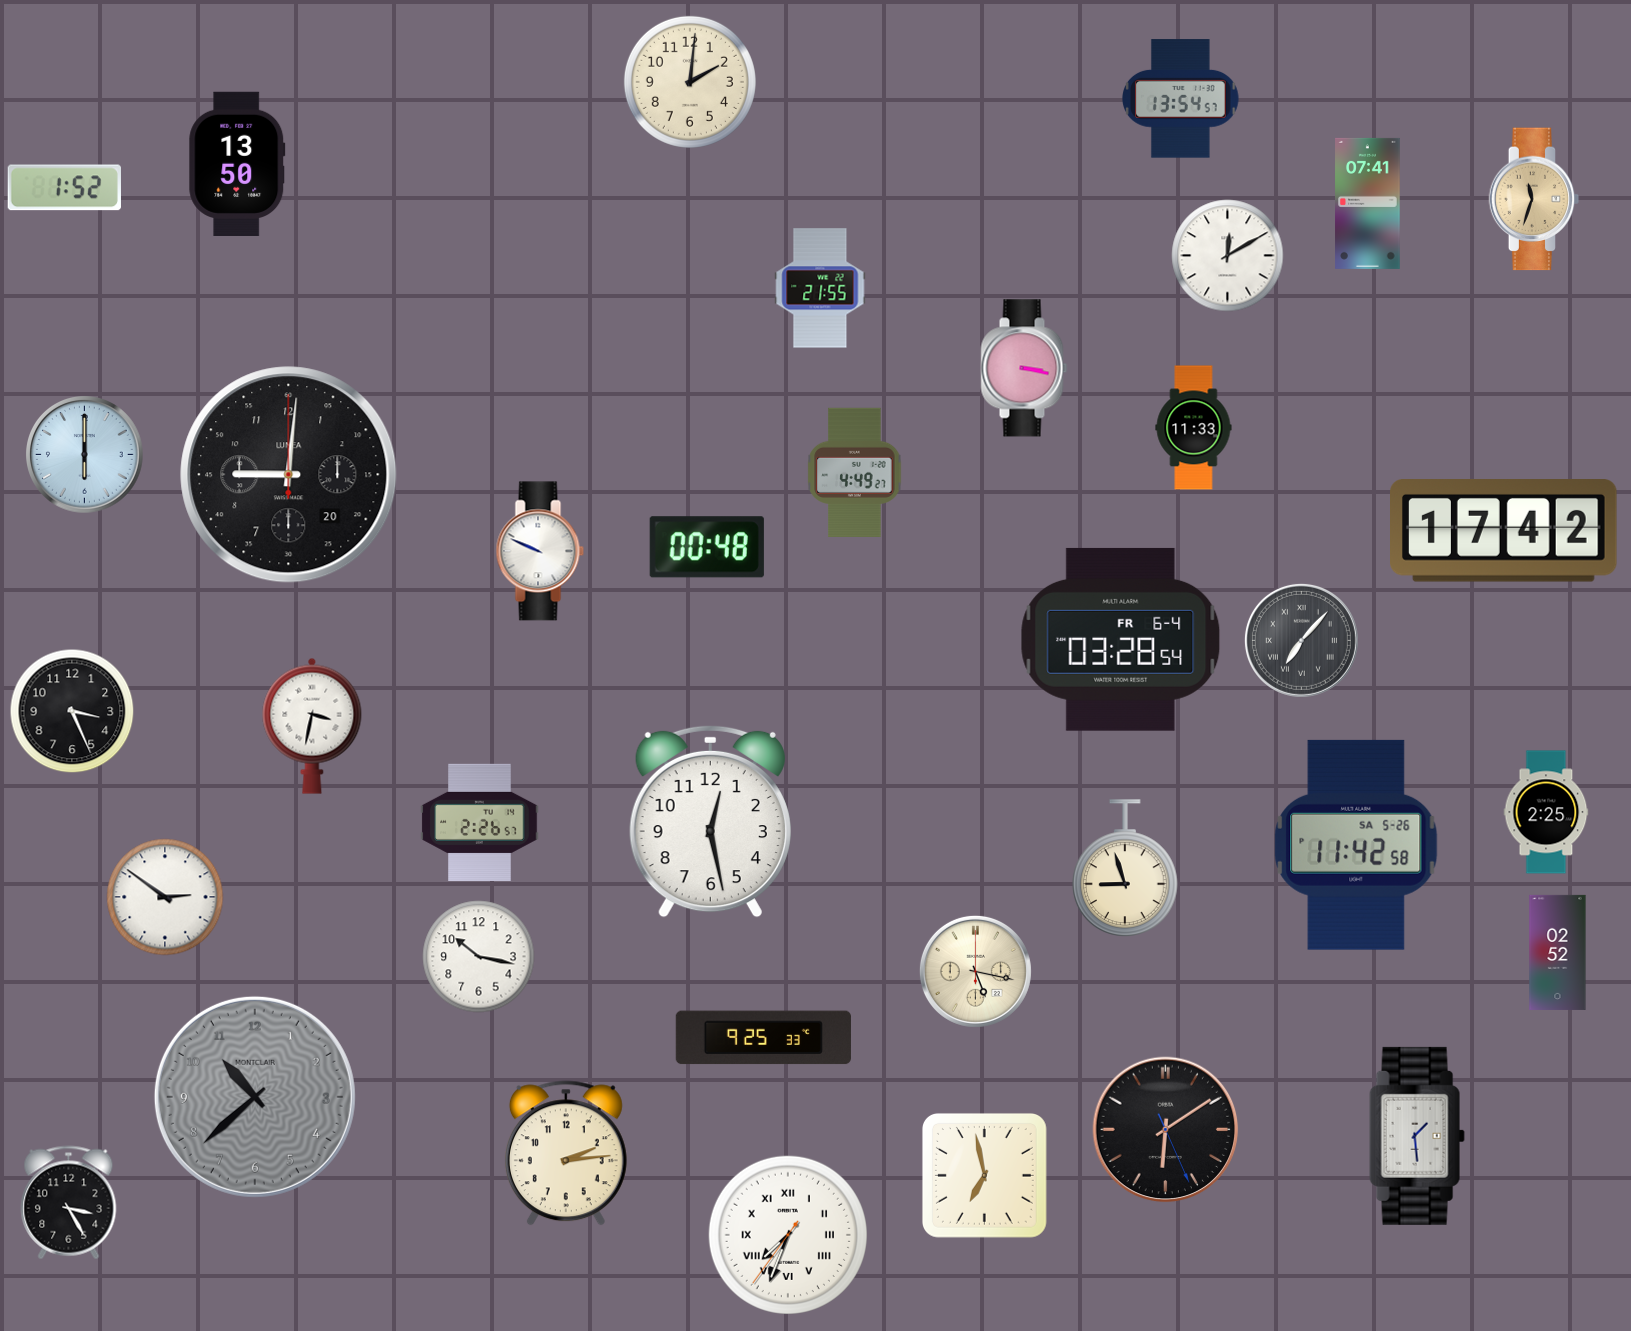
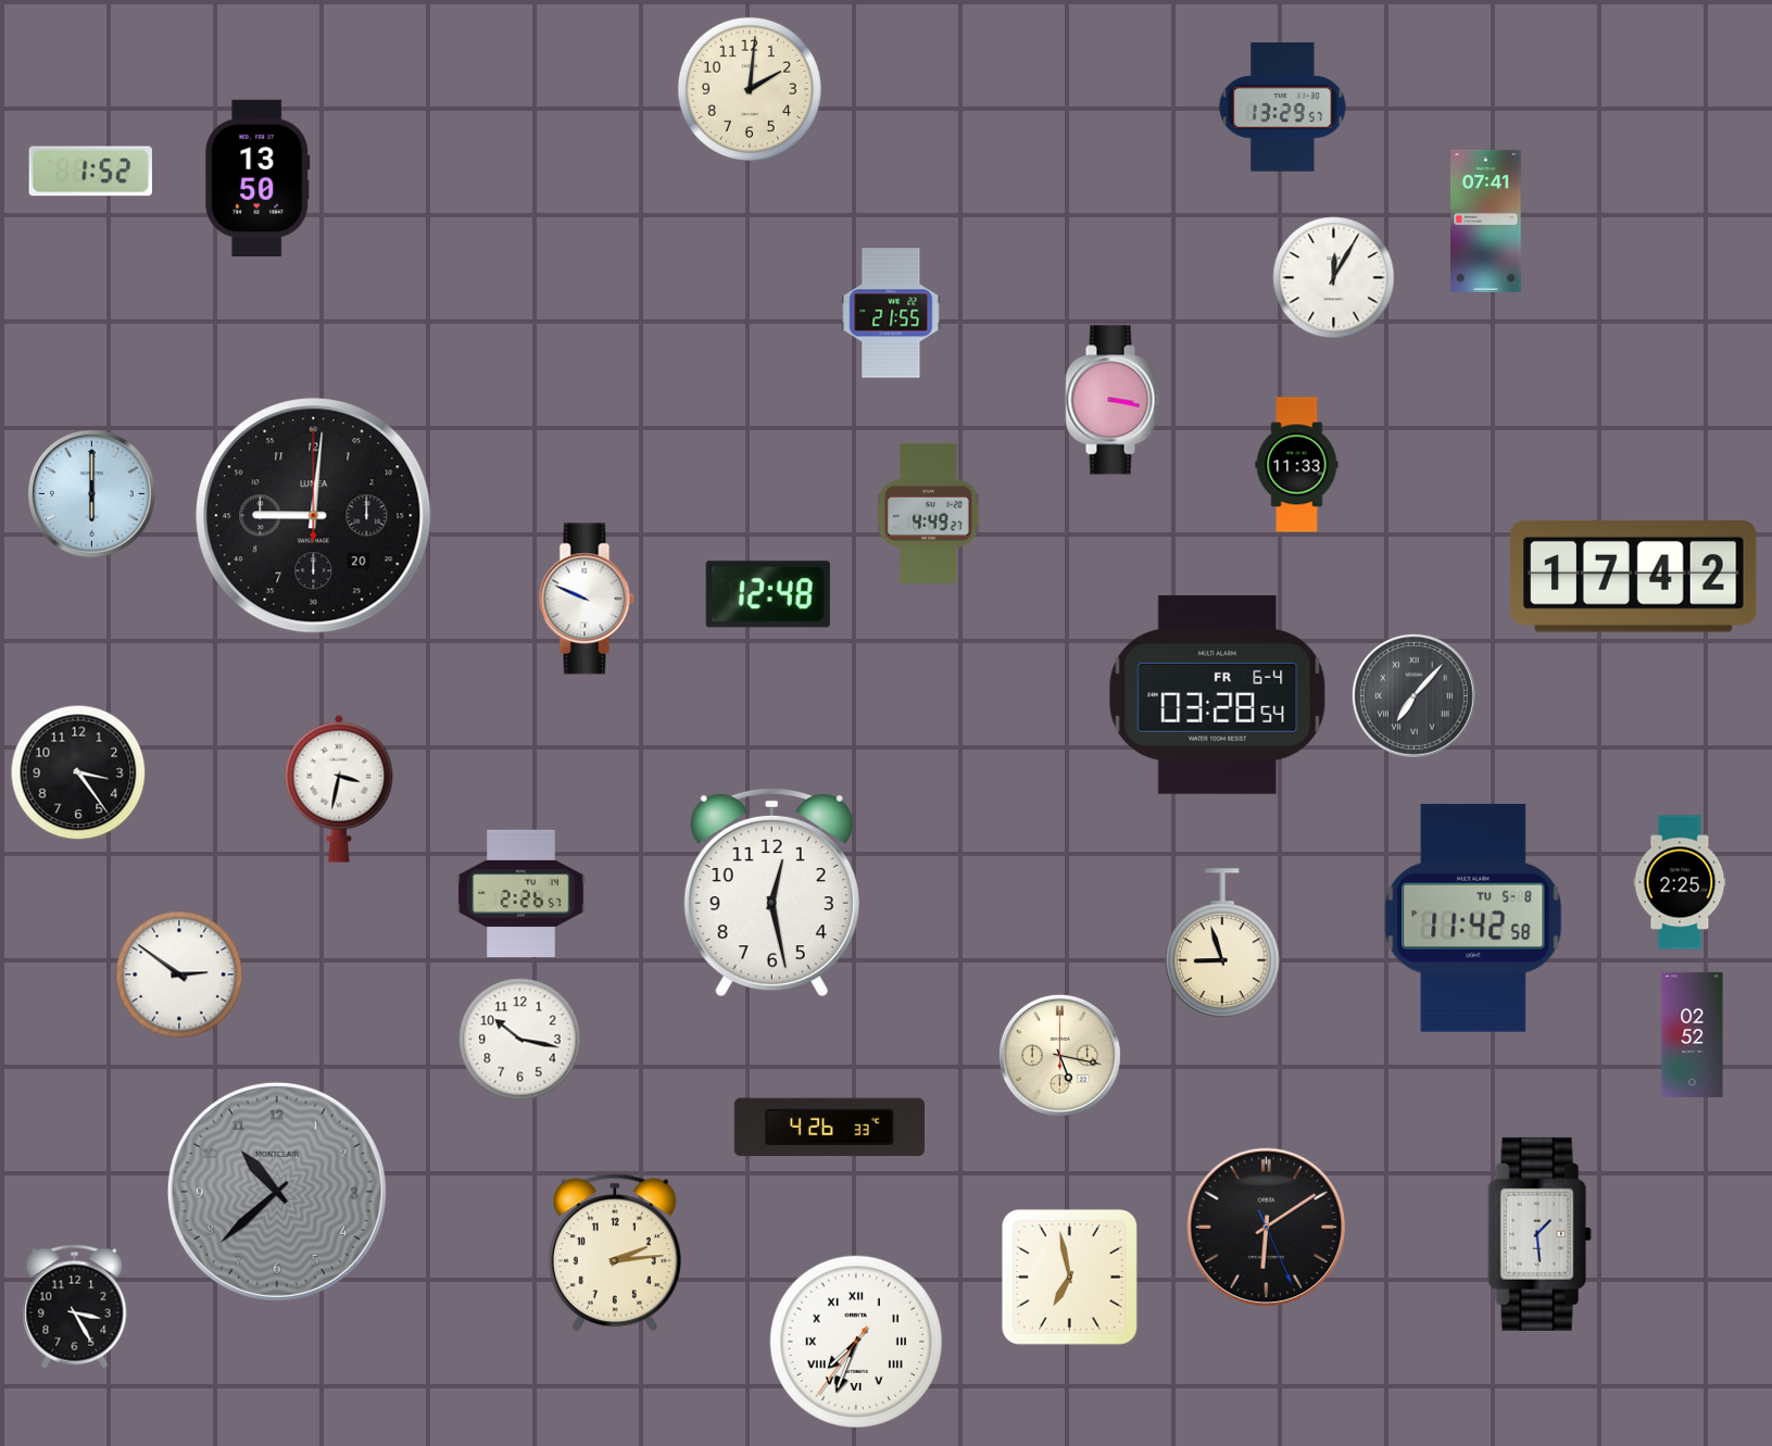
clock at (1181, 99): 13:54 -> 13:29
clock at (64, 188) position: (64, 188) -> (90, 172)
clock at (1534, 199): 11:33 -> none
clock at (1228, 256): 12:10 -> 12:05
clock at (707, 547): 00:48 -> 12:48
clock at (72, 711): 3:26 -> 3:24
clock at (1356, 845) date: SA 5-26 -> TU 5-8
clock at (763, 1038): 9:25 -> 4:26
